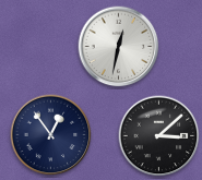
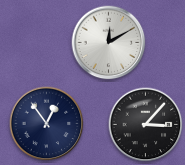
clock at (119, 47): 12:32 -> 12:10
clock at (159, 136): 3:08 -> 3:07
